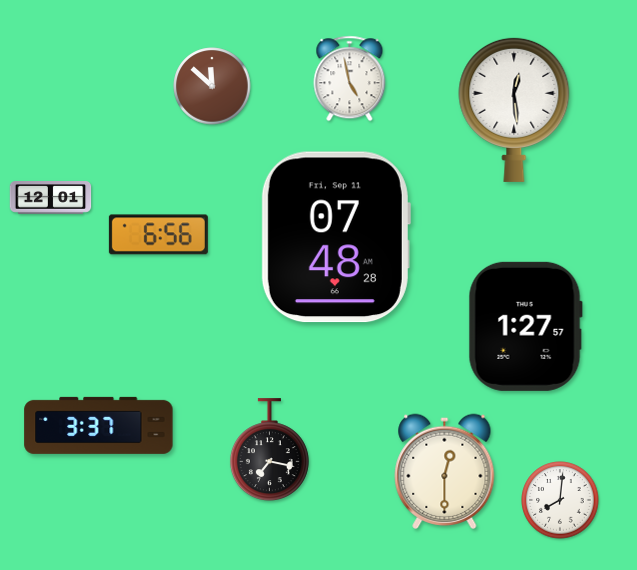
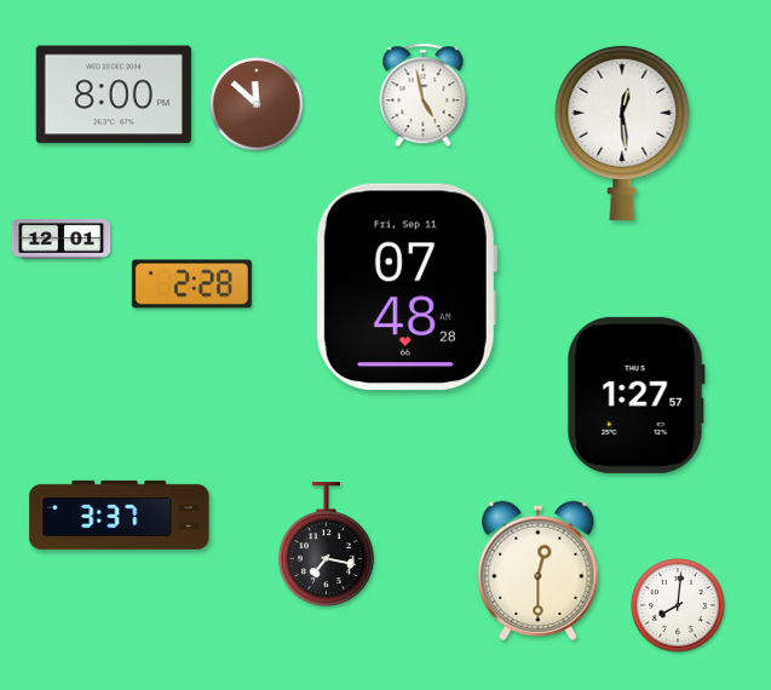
clock at (114, 94): none -> 8:00
clock at (158, 235): 6:56 -> 2:28
